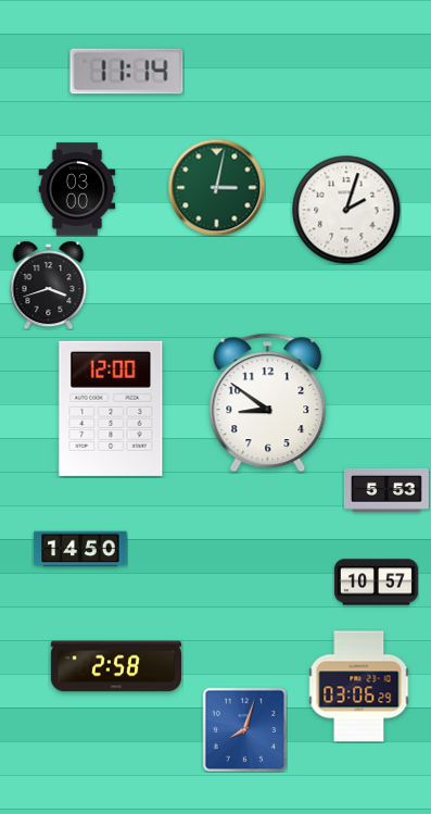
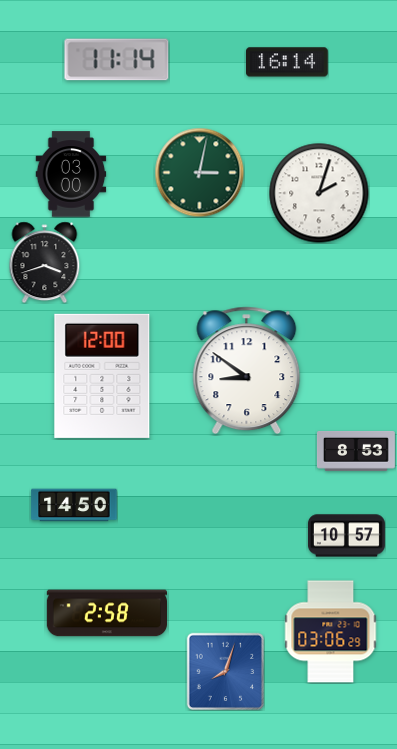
clock at (288, 62): none -> 16:14
clock at (127, 72) position: (127, 72) -> (117, 60)
clock at (386, 490): 5:53 -> 8:53
